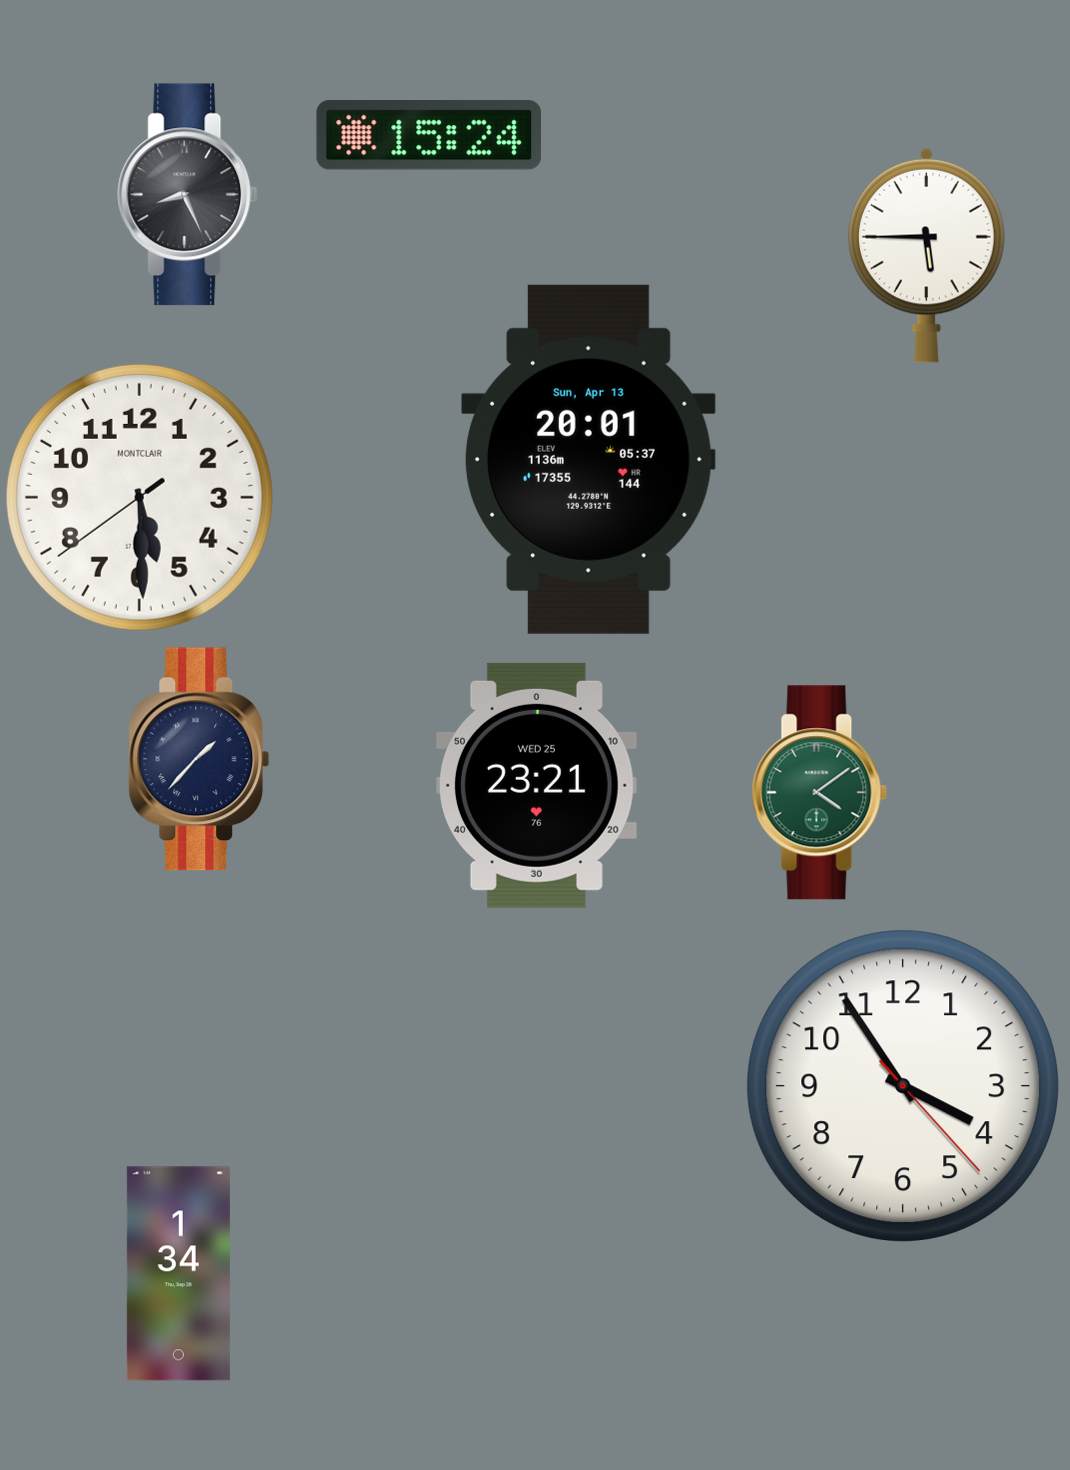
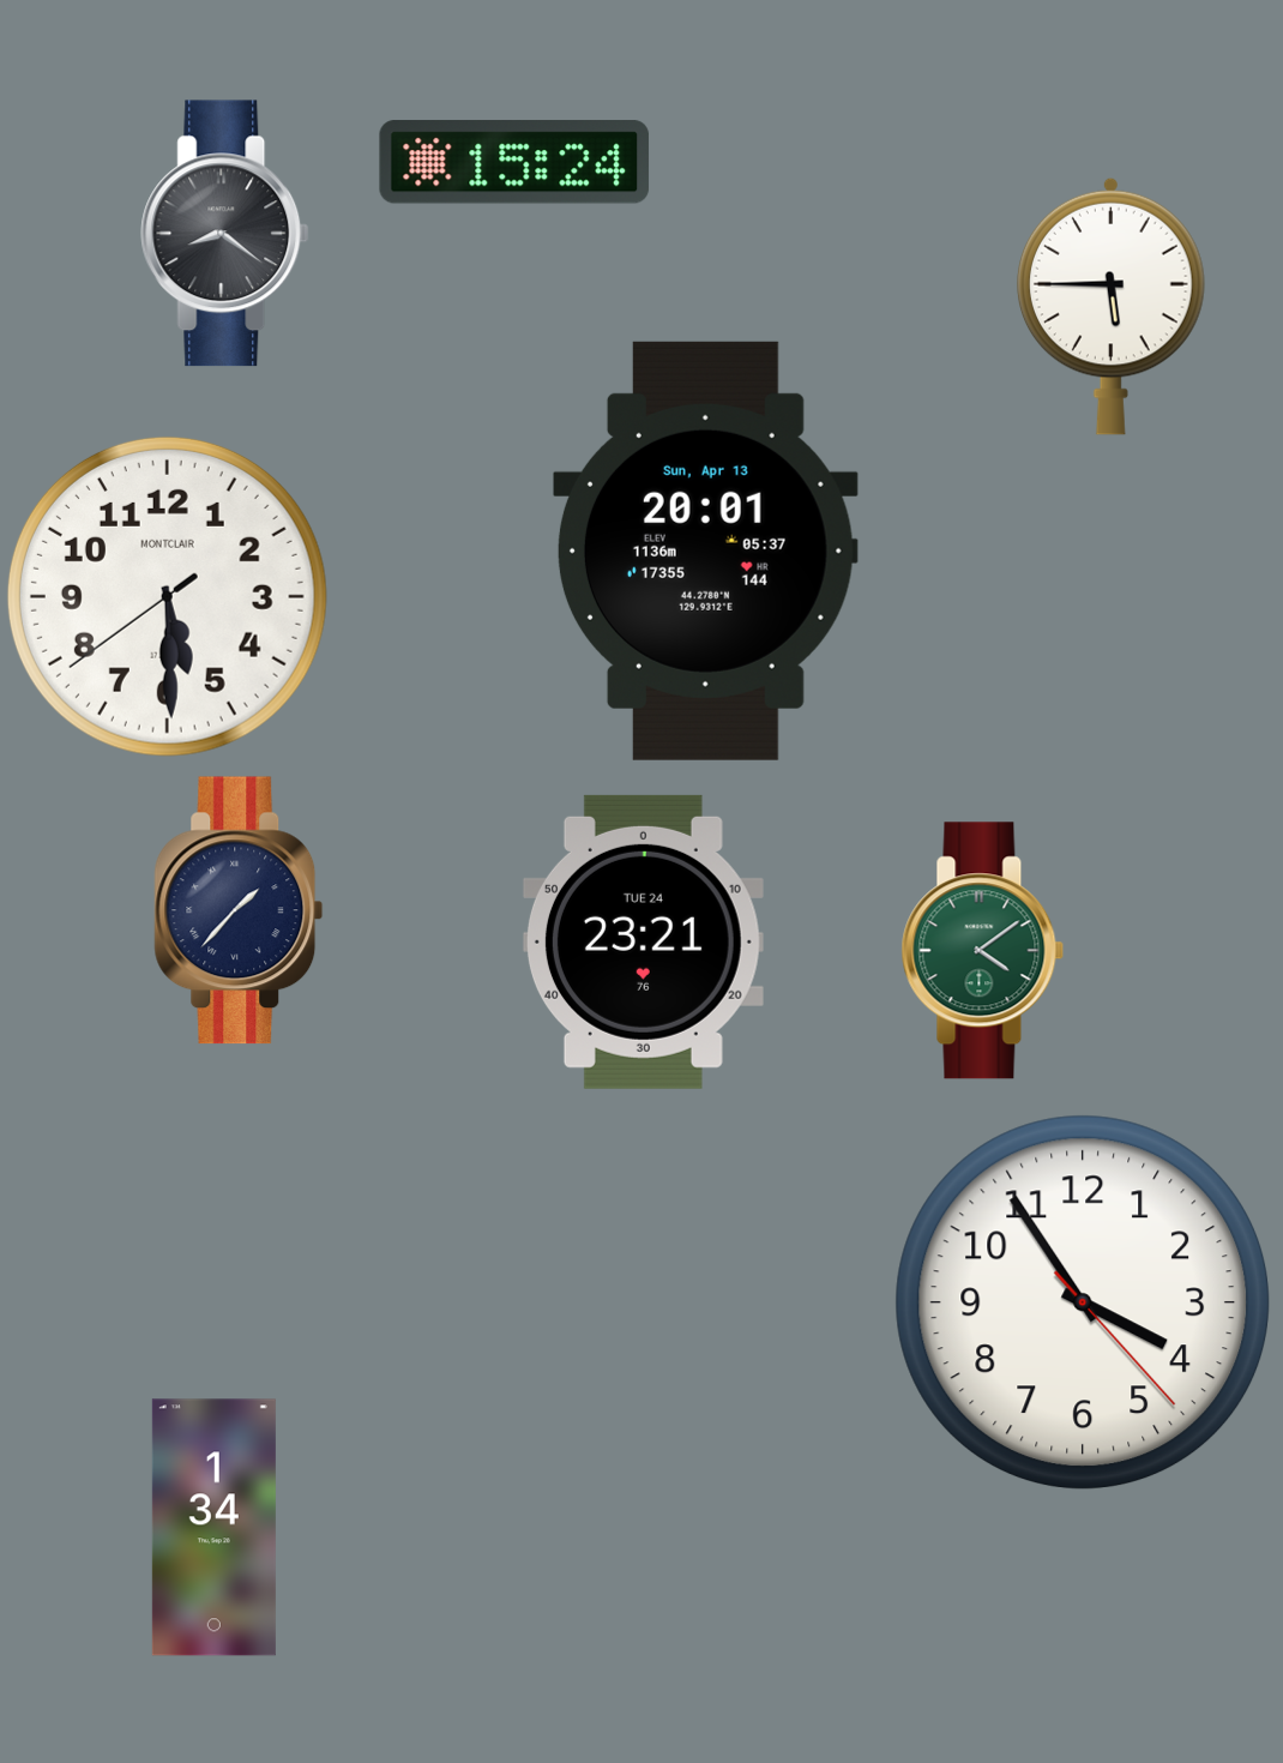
clock at (188, 195): 8:26 -> 8:21
clock at (536, 785) date: WED 25 -> TUE 24
